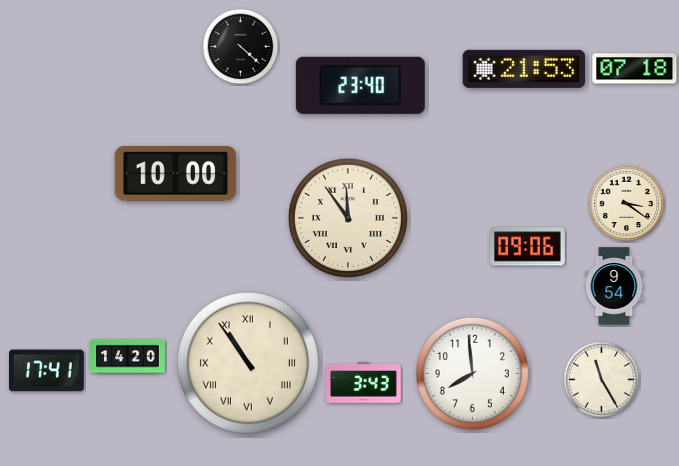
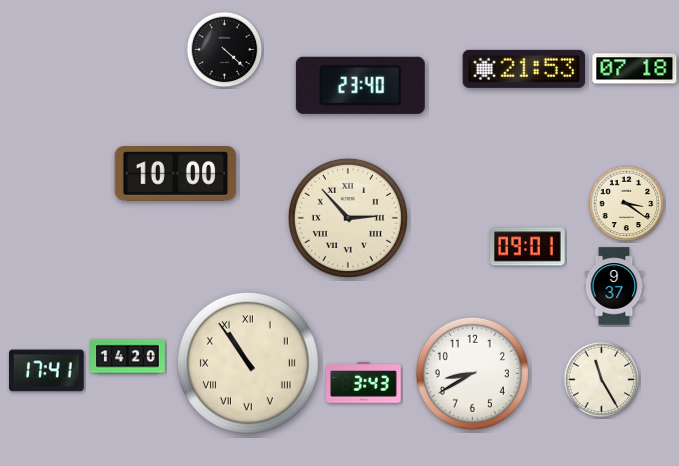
clock at (241, 47) position: (241, 47) -> (225, 50)
clock at (348, 218): 11:54 -> 2:53
clock at (528, 247): 09:06 -> 09:01
clock at (614, 286): 9:54 -> 9:37
clock at (472, 373): 7:59 -> 8:40
